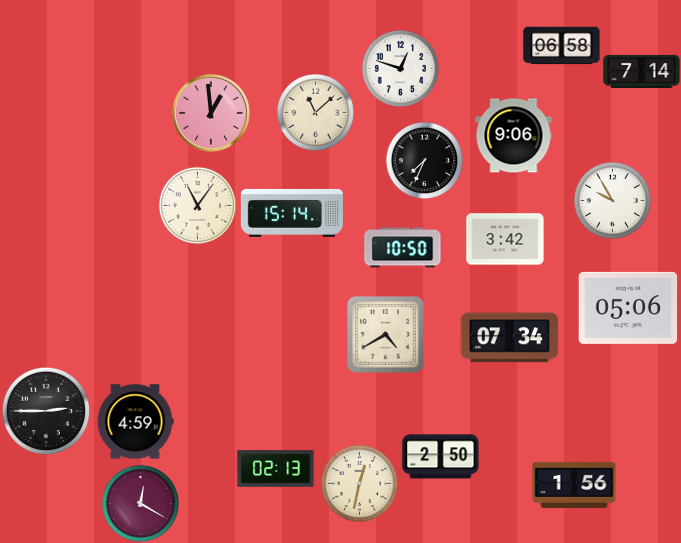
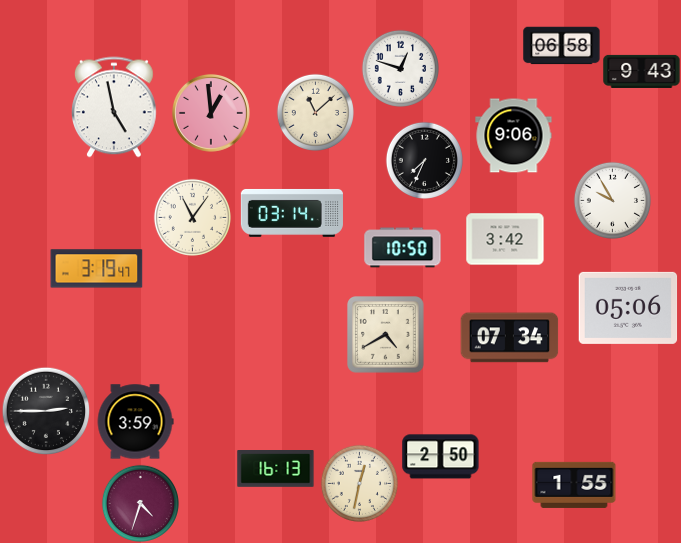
clock at (642, 71): 7:14 -> 9:43
clock at (115, 107): none -> 4:58
clock at (197, 205) position: (197, 205) -> (192, 217)
clock at (292, 213): 15:14 -> 03:14
clock at (97, 269): none -> 3:19
clock at (135, 422): 4:59 -> 3:59
clock at (276, 469): 02:13 -> 16:13
clock at (574, 485): 1:56 -> 1:55
clock at (140, 503): 12:20 -> 4:33
